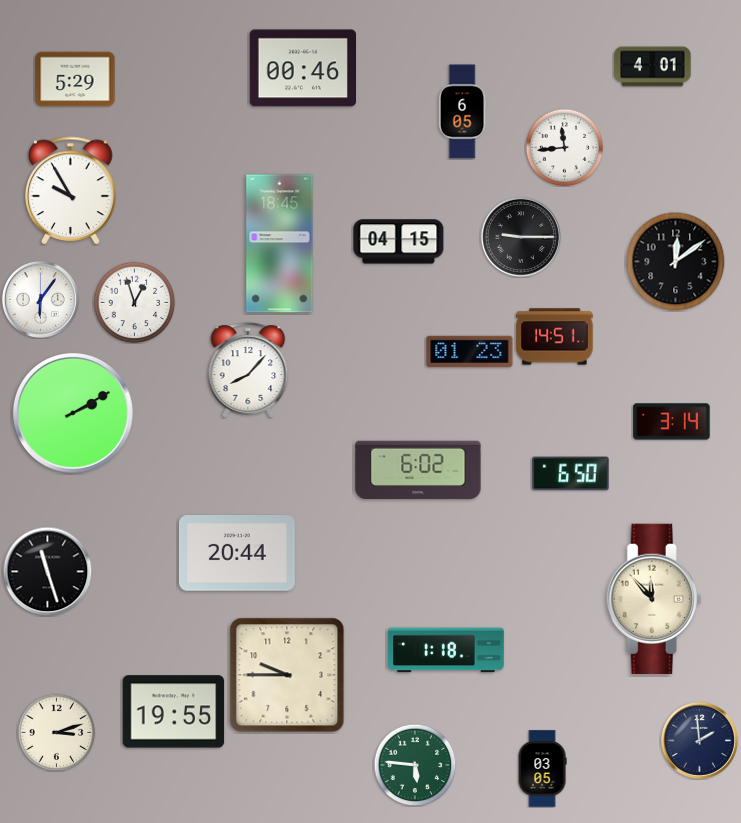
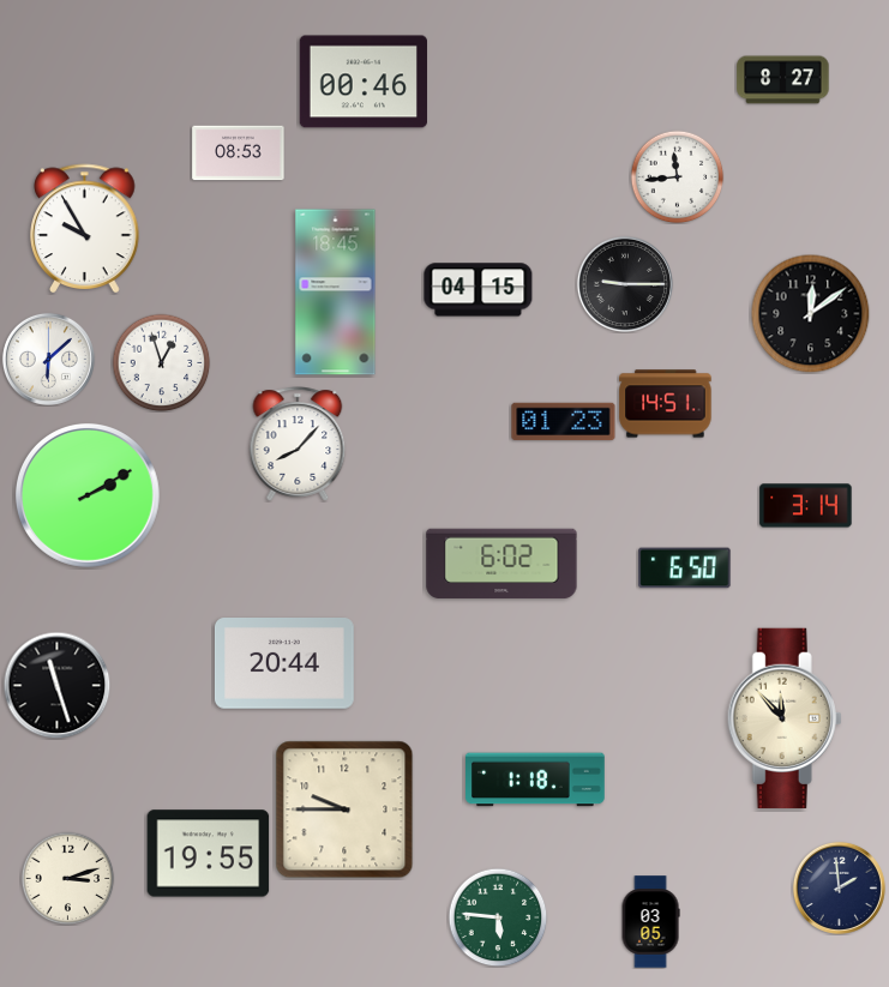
clock at (653, 67): 4:01 -> 8:27
clock at (75, 79): 5:29 -> none
clock at (462, 112): 6:05 -> none
clock at (239, 154): none -> 08:53
clock at (40, 299): 6:06 -> 6:08
